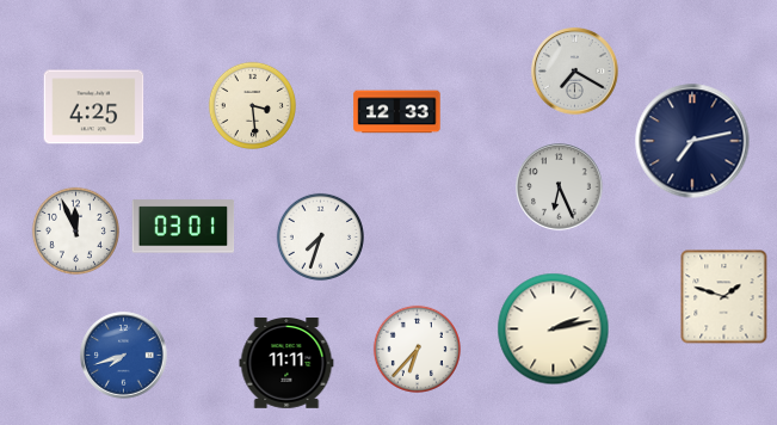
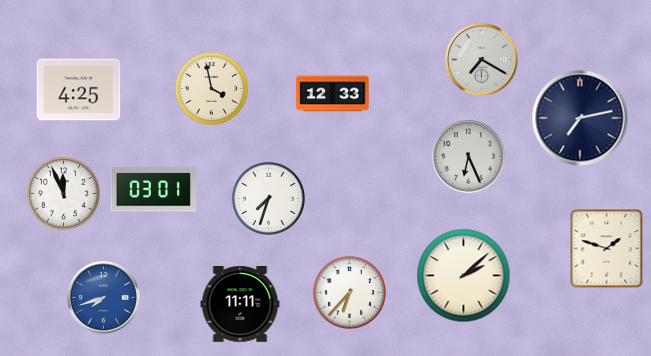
clock at (252, 105): 3:29 -> 3:58
clock at (554, 329): 2:13 -> 2:08
